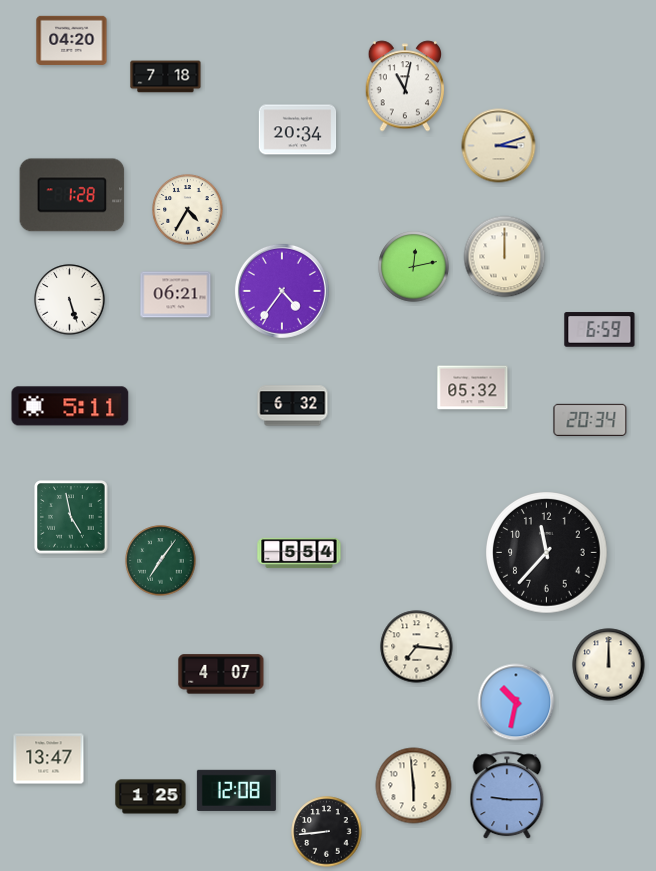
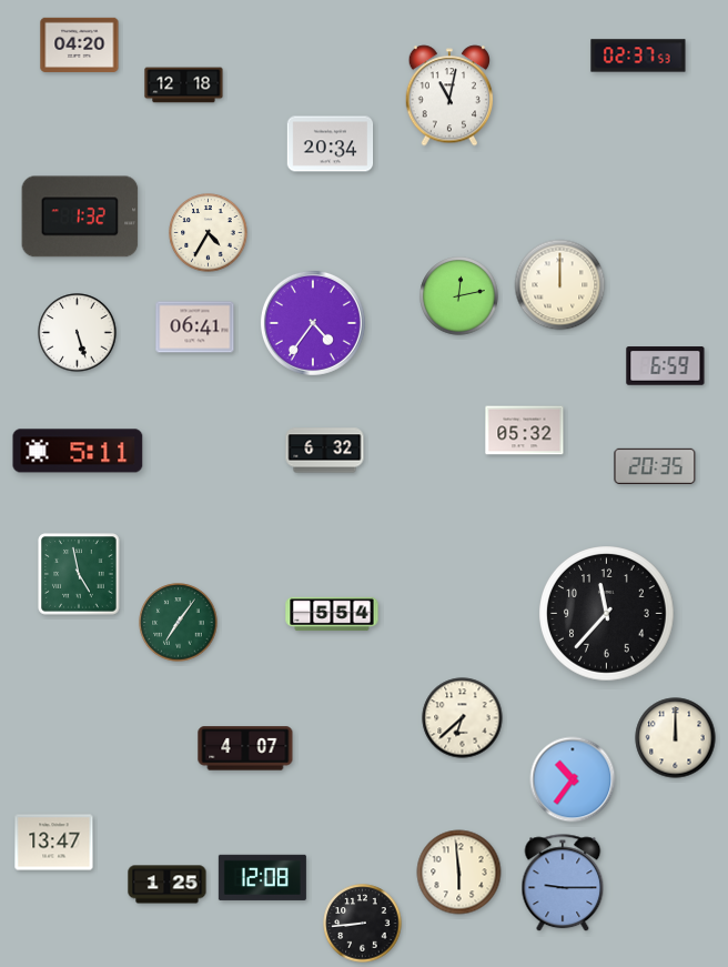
clock at (638, 56): none -> 02:37
clock at (166, 77): 7:18 -> 12:18
clock at (499, 146): 3:12 -> none
clock at (72, 195): 1:28 -> 1:32
clock at (176, 295): 06:21 -> 06:41
clock at (590, 420): 20:34 -> 20:35
clock at (417, 647): 7:16 -> 6:38
clock at (516, 702): 10:32 -> 10:36
